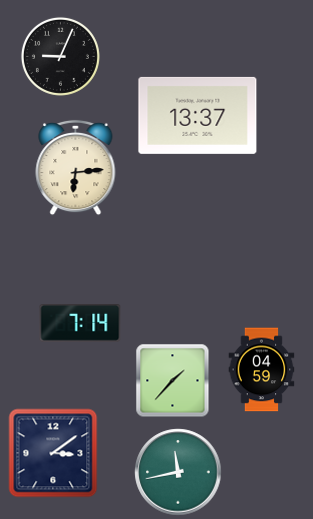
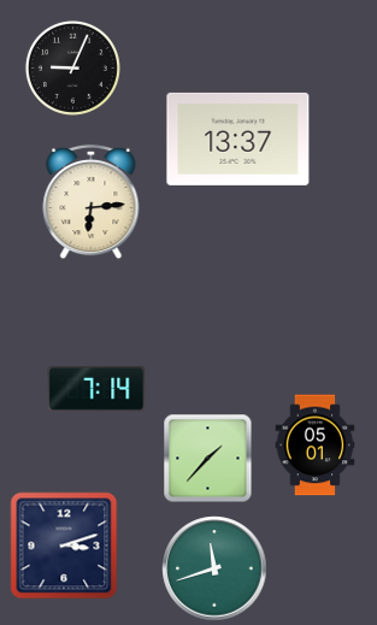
clock at (262, 370): 04:59 -> 05:01
clock at (53, 453): 3:09 -> 3:12
clock at (178, 472): 11:43 -> 11:42
